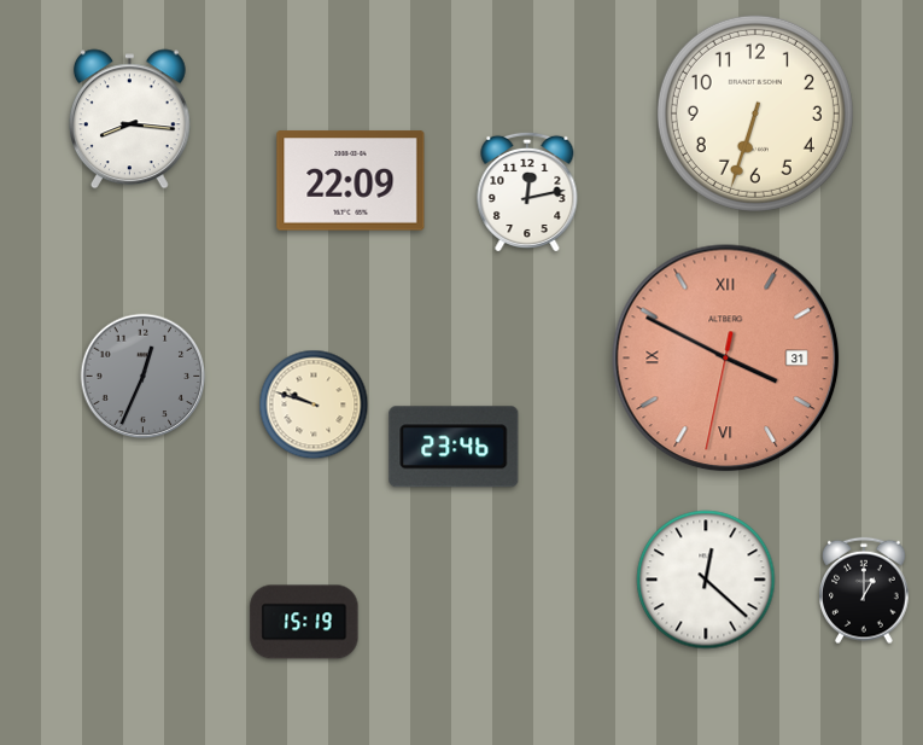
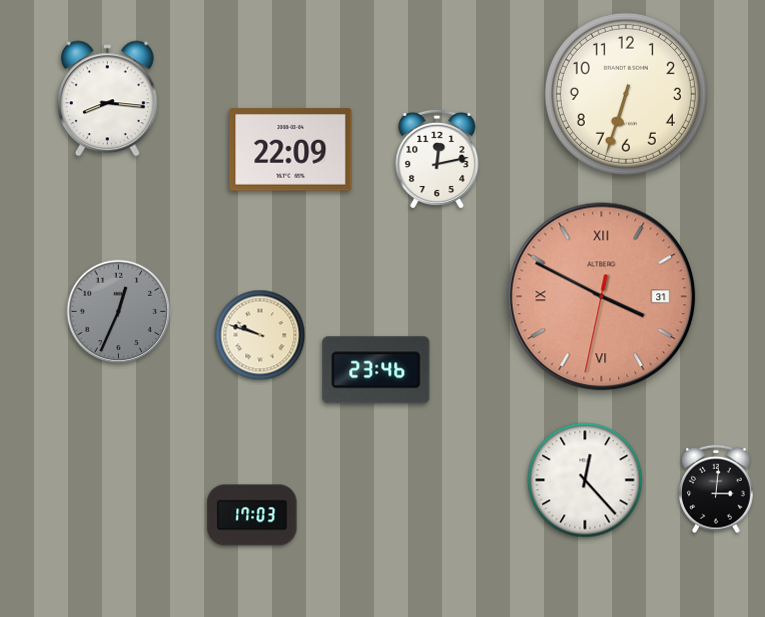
clock at (706, 580): 12:22 -> 12:23
clock at (864, 590): 1:00 -> 3:01
clock at (304, 622): 15:19 -> 17:03
